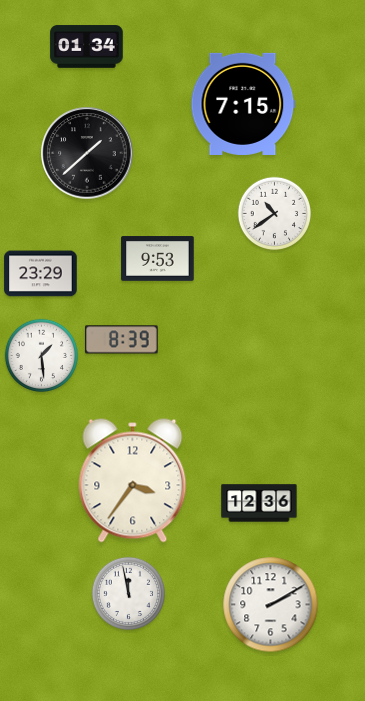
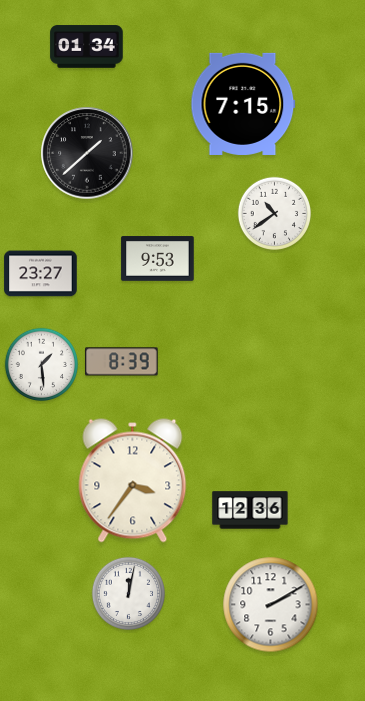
clock at (41, 274): 23:29 -> 23:27
clock at (122, 340) position: (122, 340) -> (122, 362)
clock at (42, 356) position: (42, 356) -> (42, 365)
clock at (259, 503) position: (259, 503) -> (250, 510)
clock at (129, 594): 11:58 -> 12:02
